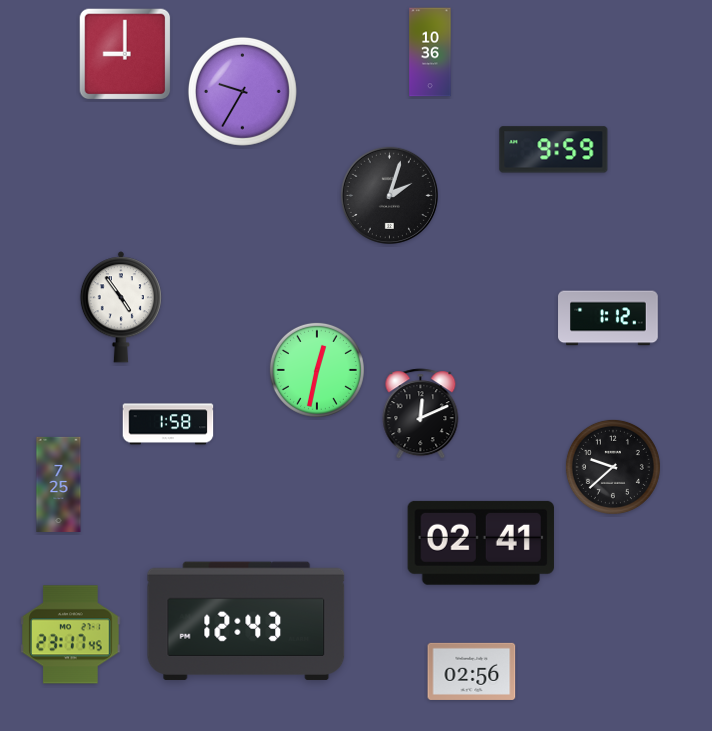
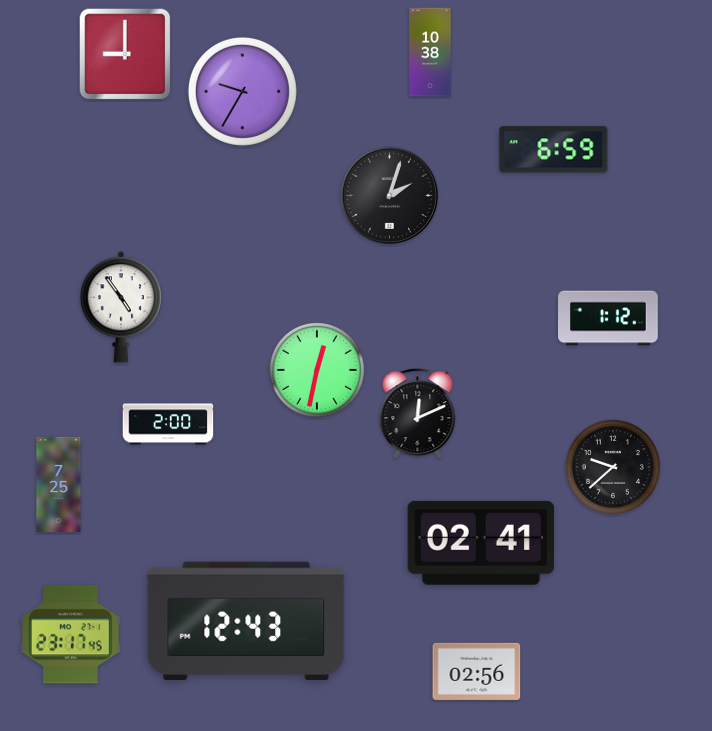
clock at (430, 52): 10:36 -> 10:38
clock at (554, 150): 9:59 -> 6:59
clock at (421, 414) position: (421, 414) -> (418, 414)
clock at (168, 424): 1:58 -> 2:00
clock at (472, 671) position: (472, 671) -> (477, 671)
